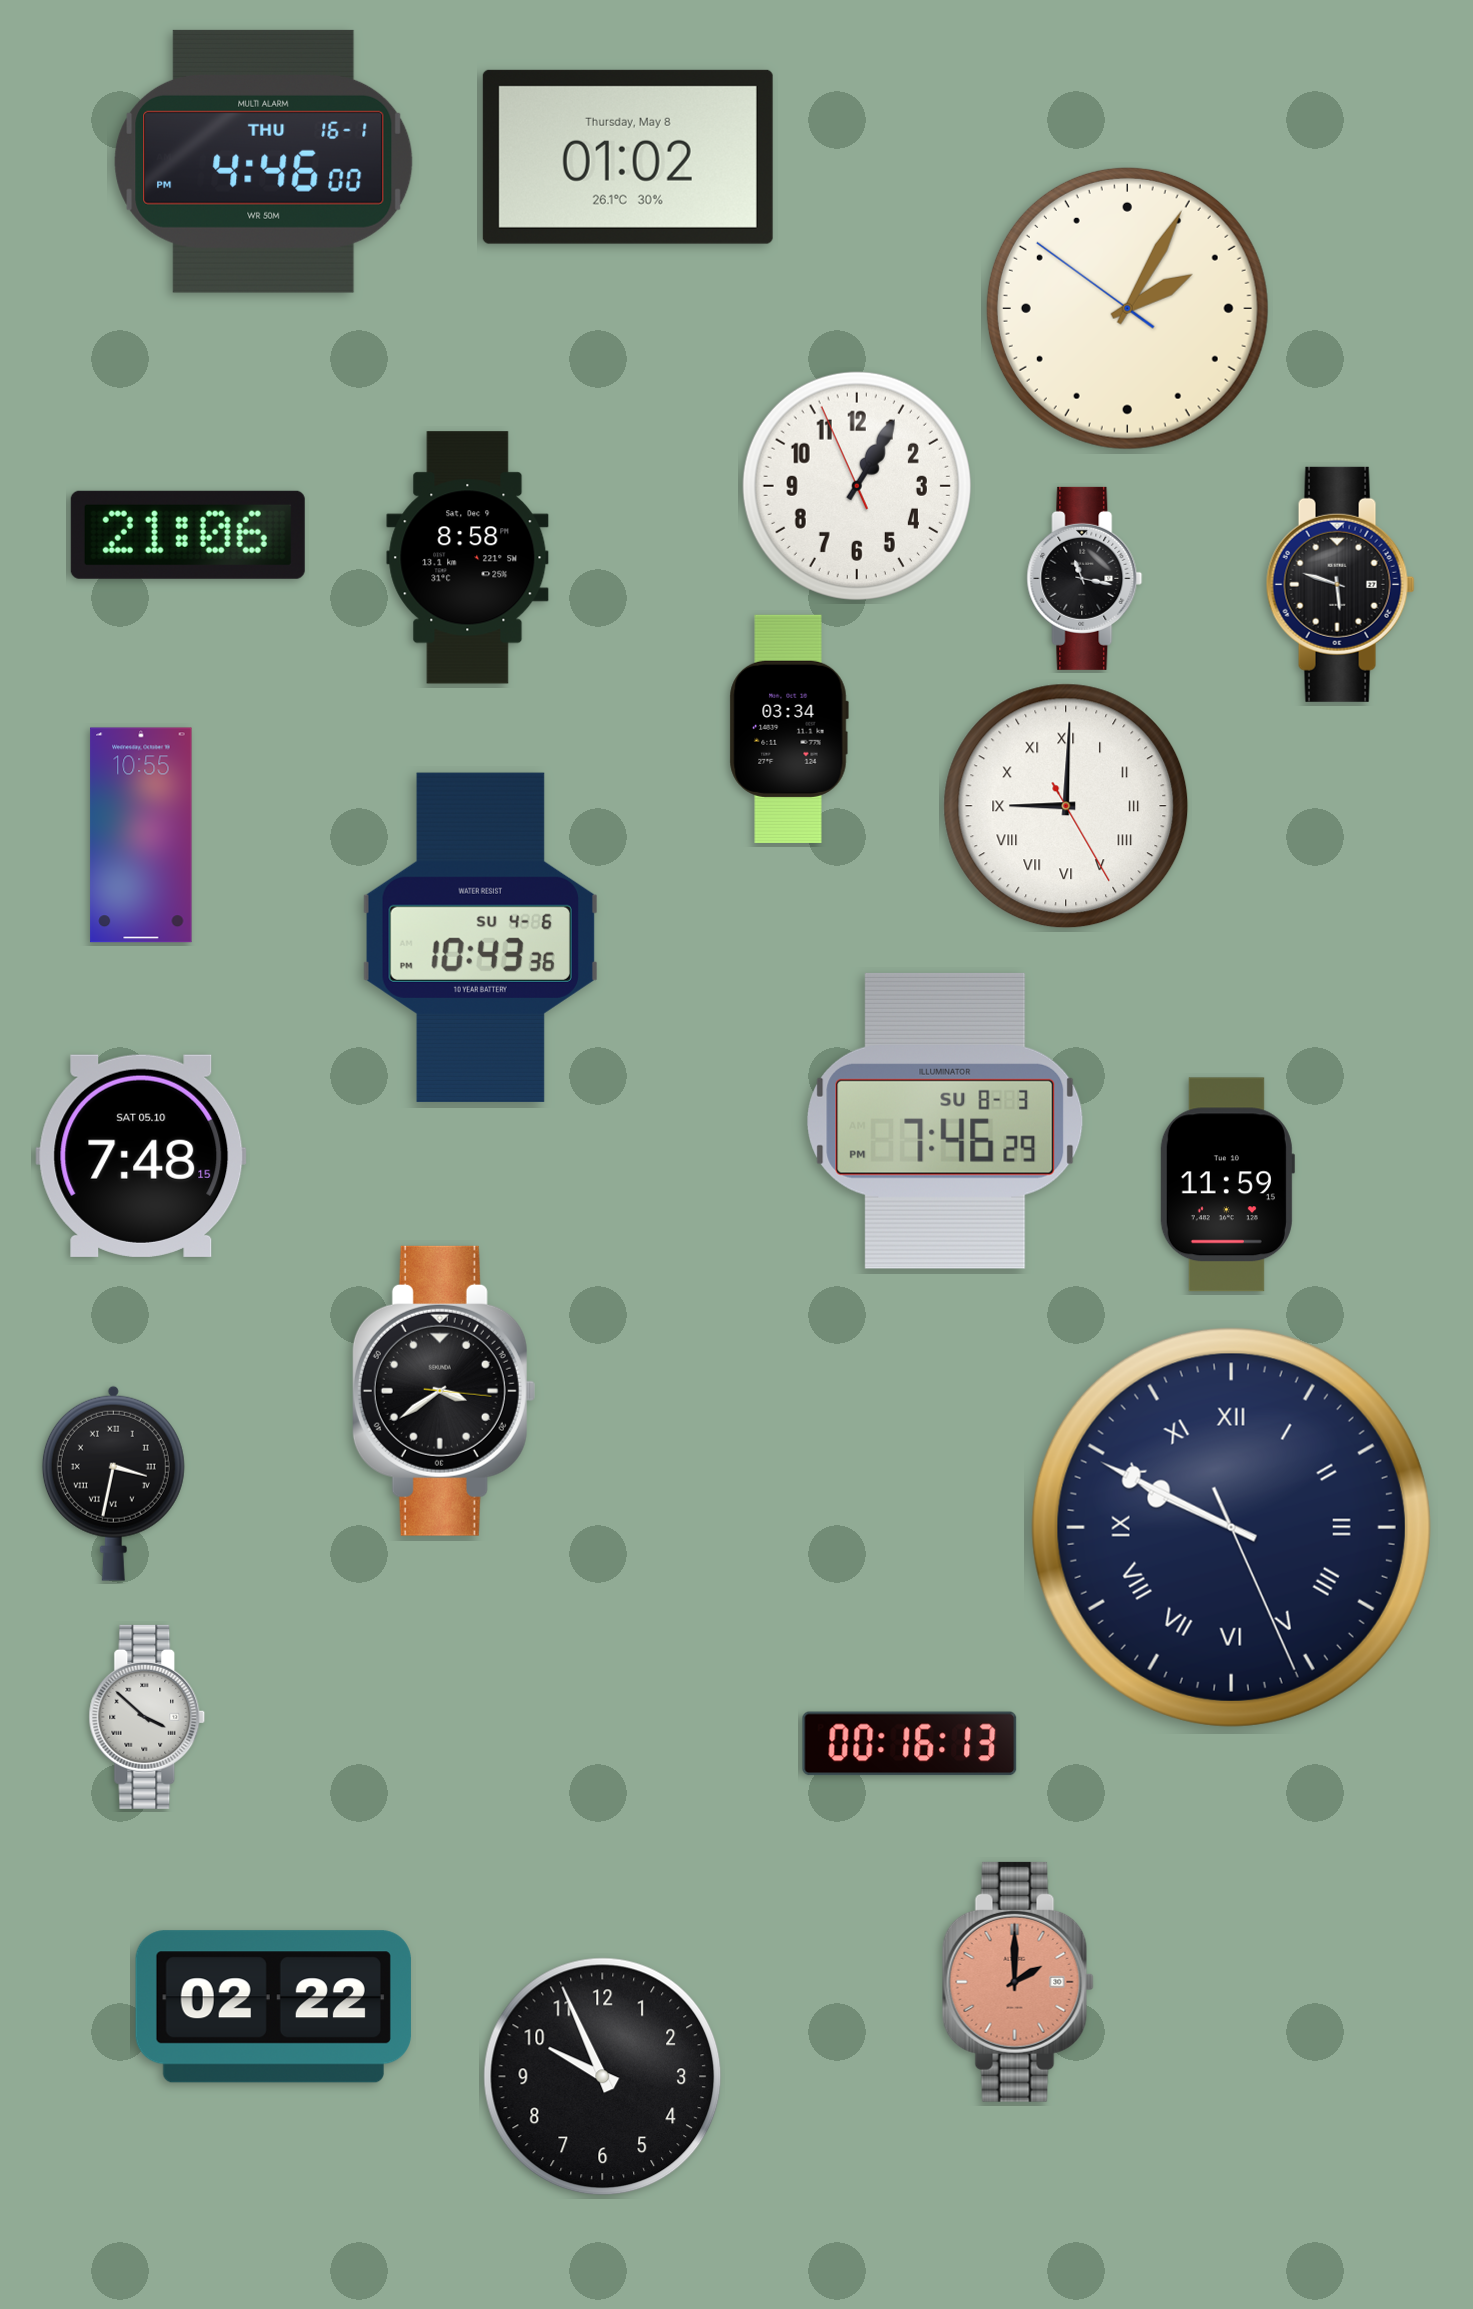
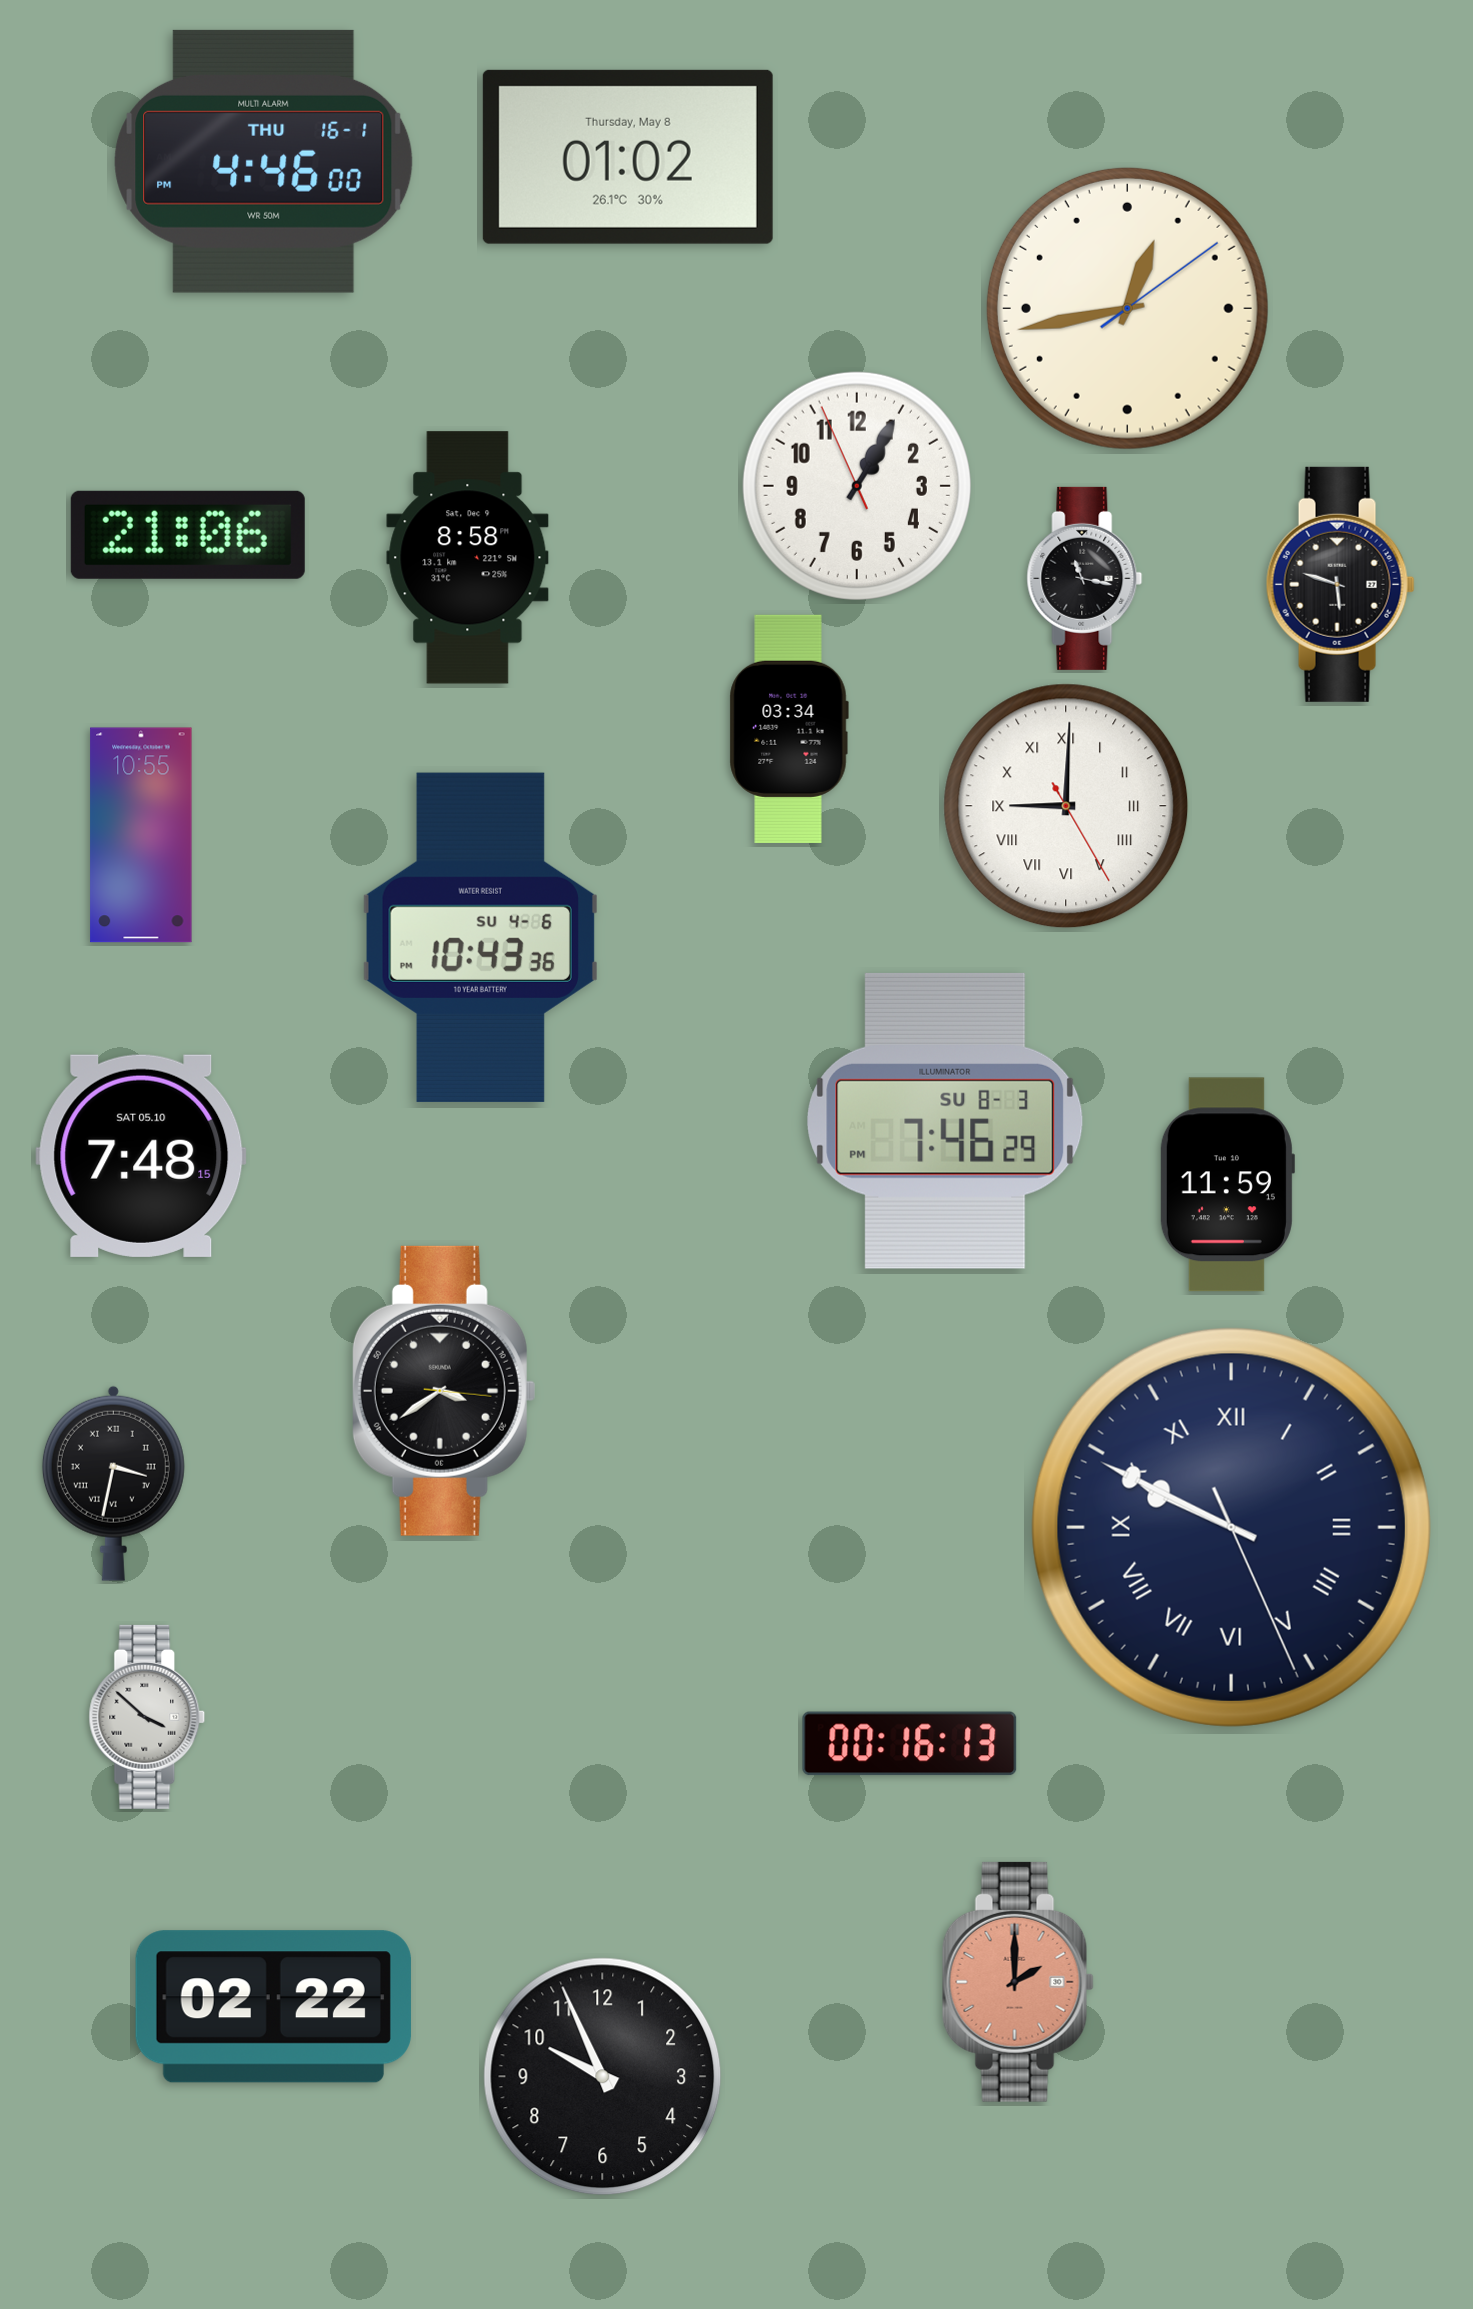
clock at (1127, 308): 2:04 -> 12:43
